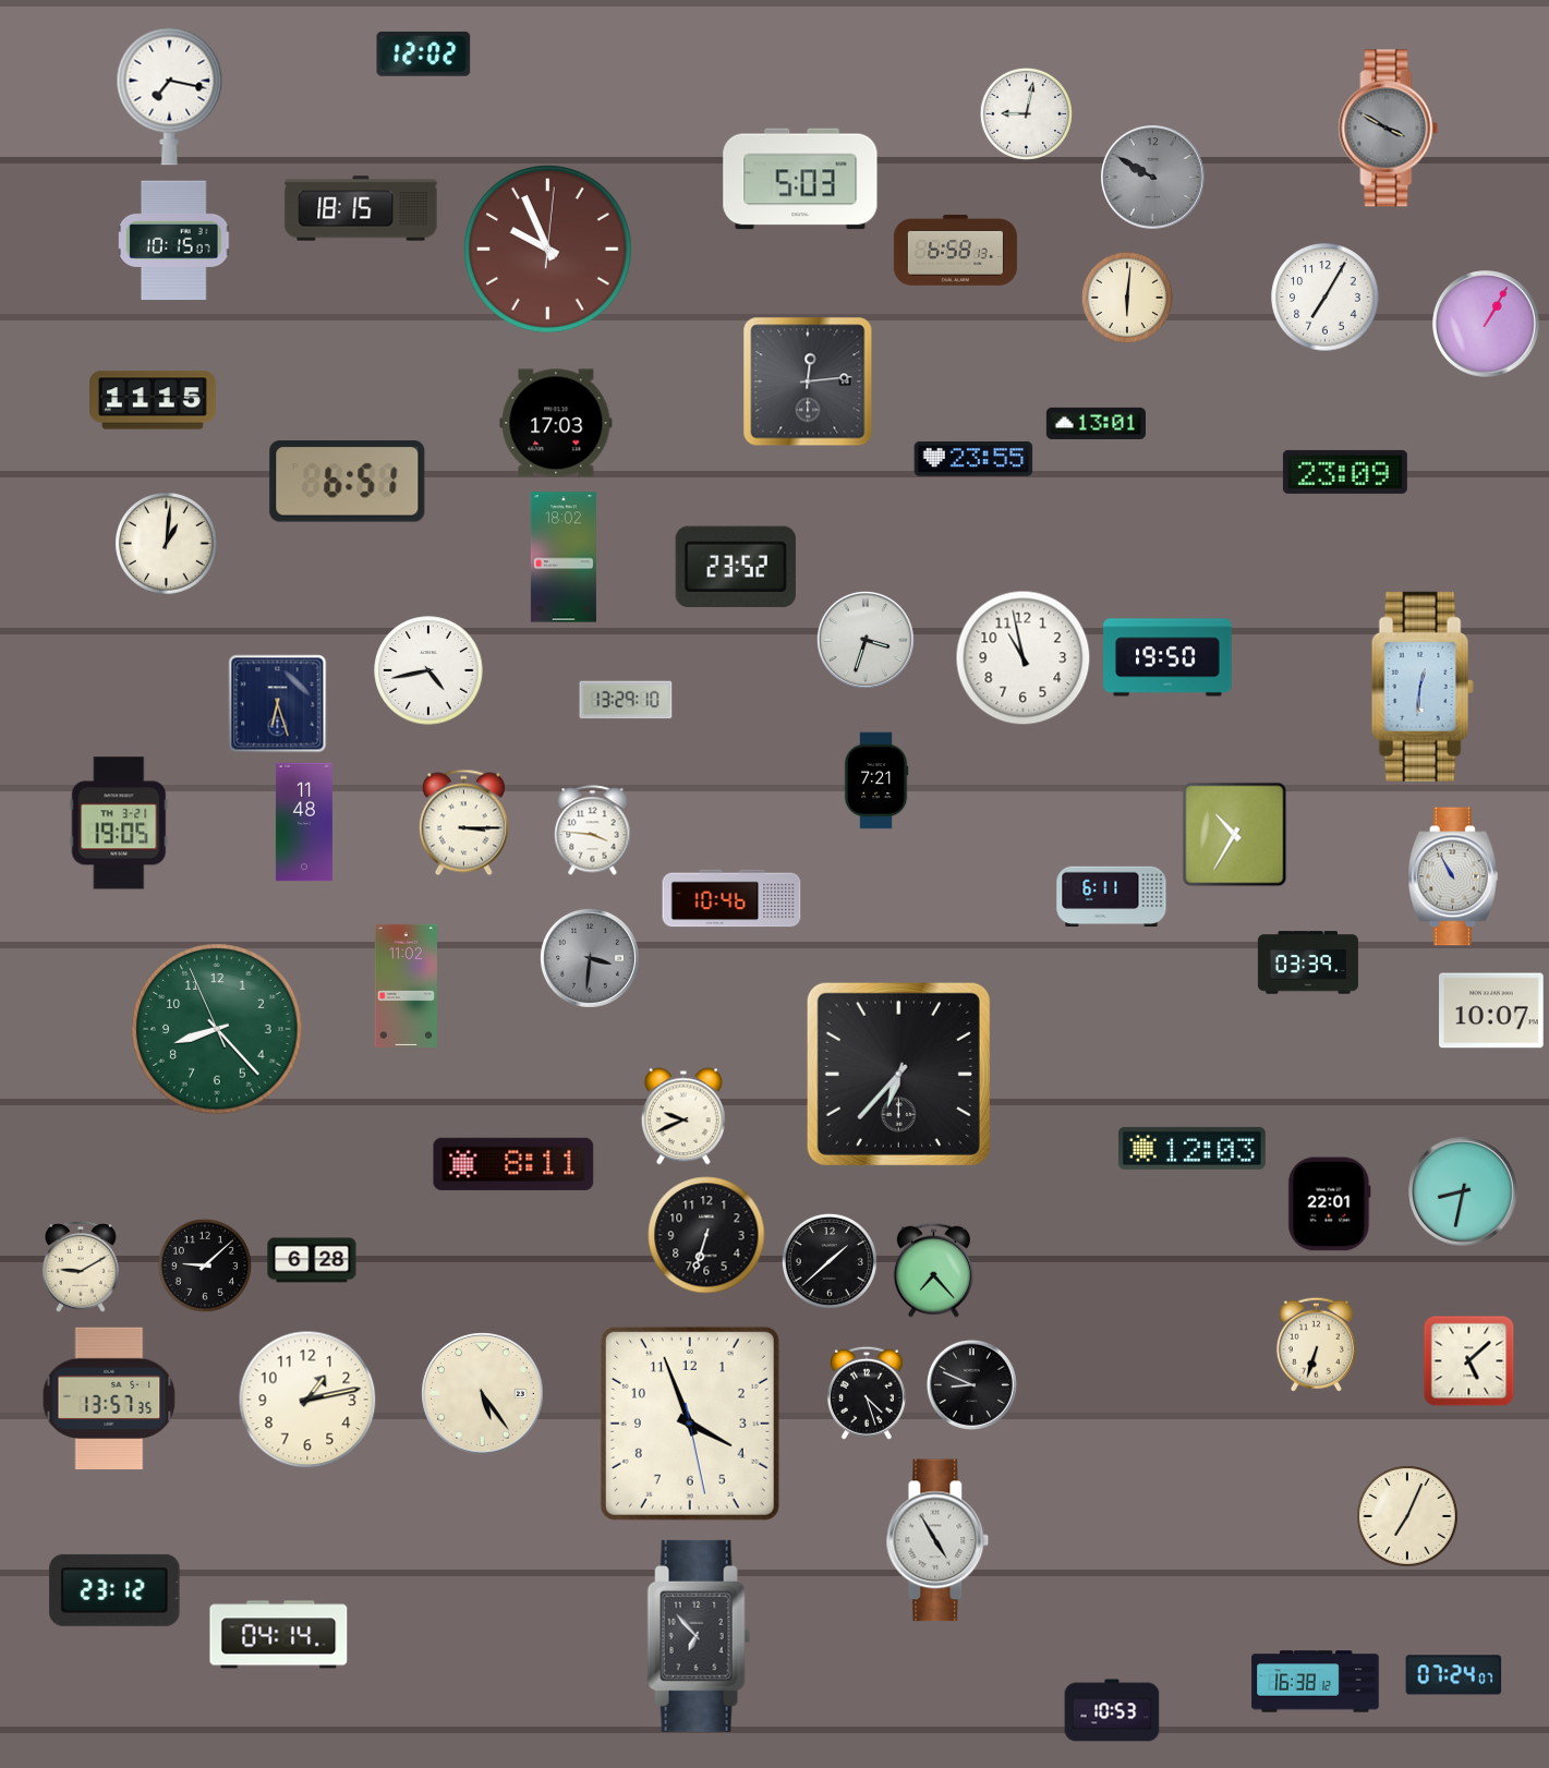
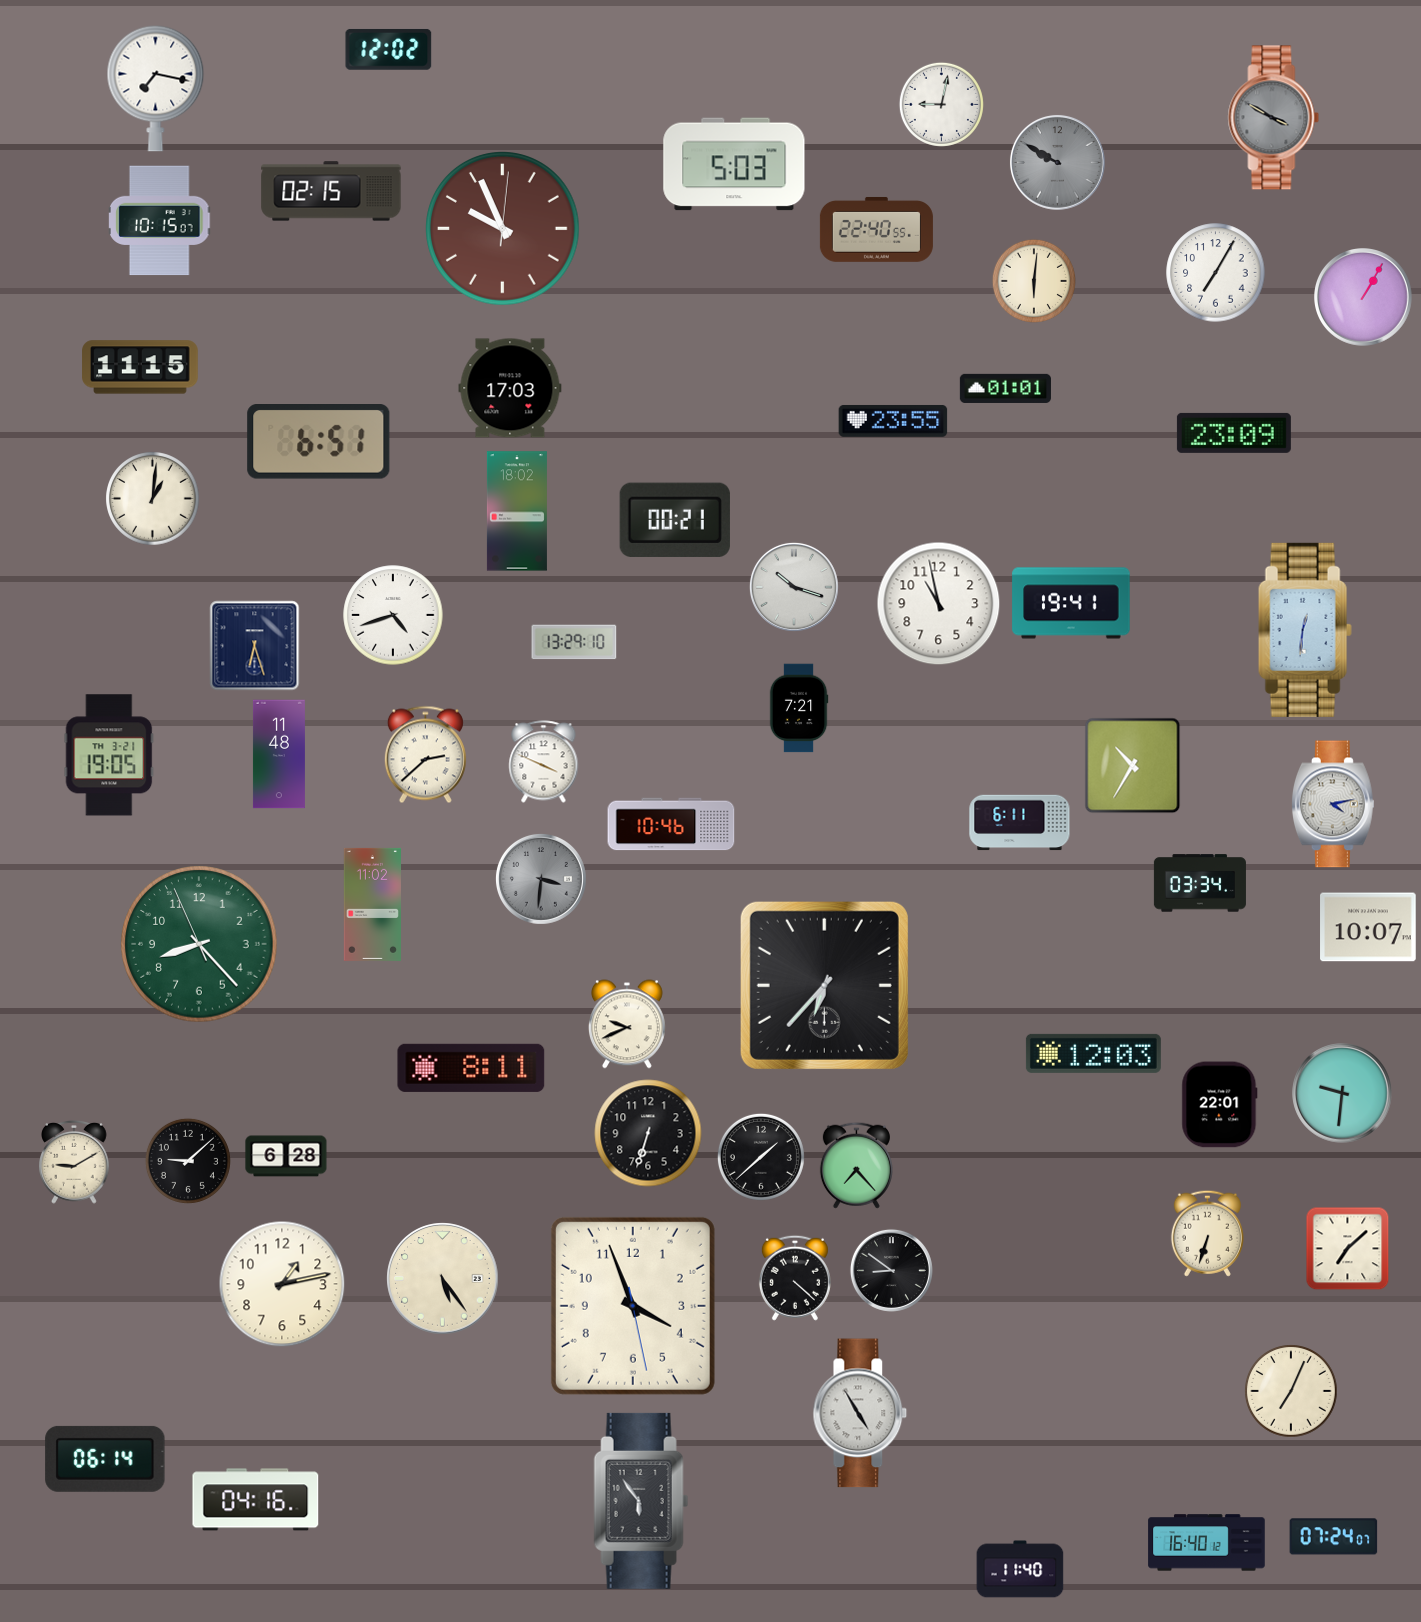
clock at (361, 208): 18:15 -> 02:15
clock at (955, 251): 6:58 -> 22:40
clock at (1127, 298) position: (1127, 298) -> (1034, 281)
clock at (808, 382): 12:14 -> none
clock at (1096, 423): 13:01 -> 01:01
clock at (736, 567): 23:52 -> 00:21
clock at (866, 640): 3:33 -> 10:18
clock at (1167, 657): 19:50 -> 19:41
clock at (428, 670): 4:43 -> 4:42
clock at (876, 780) position: (876, 780) -> (799, 708)
clock at (463, 823): 3:15 -> 2:38
clock at (593, 831): 3:46 -> 3:49
clock at (1453, 876): 10:55 -> 4:13
clock at (1308, 962): 03:39 -> 03:34
clock at (1464, 1192): 8:32 -> 9:31
clock at (1469, 1361): 5:08 -> 7:08
clock at (971, 1384): 8:49 -> 8:51
clock at (867, 1393): 4:27 -> 4:22
clock at (109, 1398): 13:57 -> none
clock at (114, 1590): 23:12 -> 06:14
clock at (279, 1635): 04:14 -> 04:16
clock at (699, 1636): 6:53 -> 5:54
clock at (1316, 1682): 16:38 -> 16:40
clock at (1112, 1710): 10:53 -> 11:40
